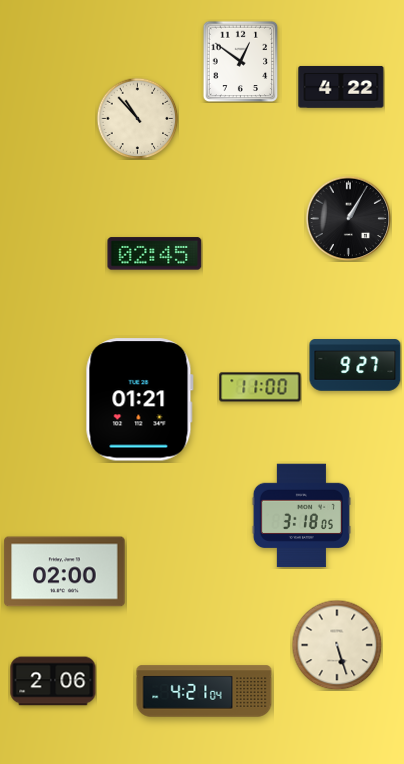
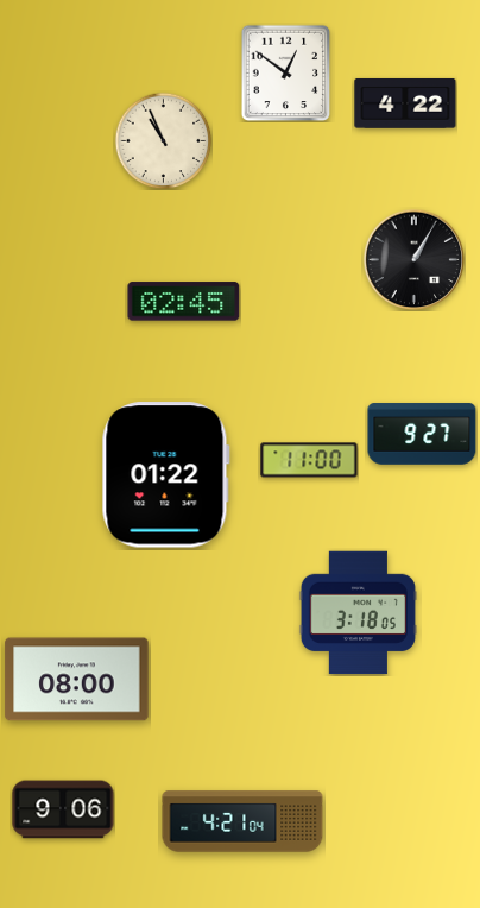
clock at (137, 118): 10:53 -> 10:56
clock at (139, 400): 01:21 -> 01:22
clock at (65, 572): 02:00 -> 08:00
clock at (337, 645): 5:27 -> none
clock at (53, 681): 2:06 -> 9:06
